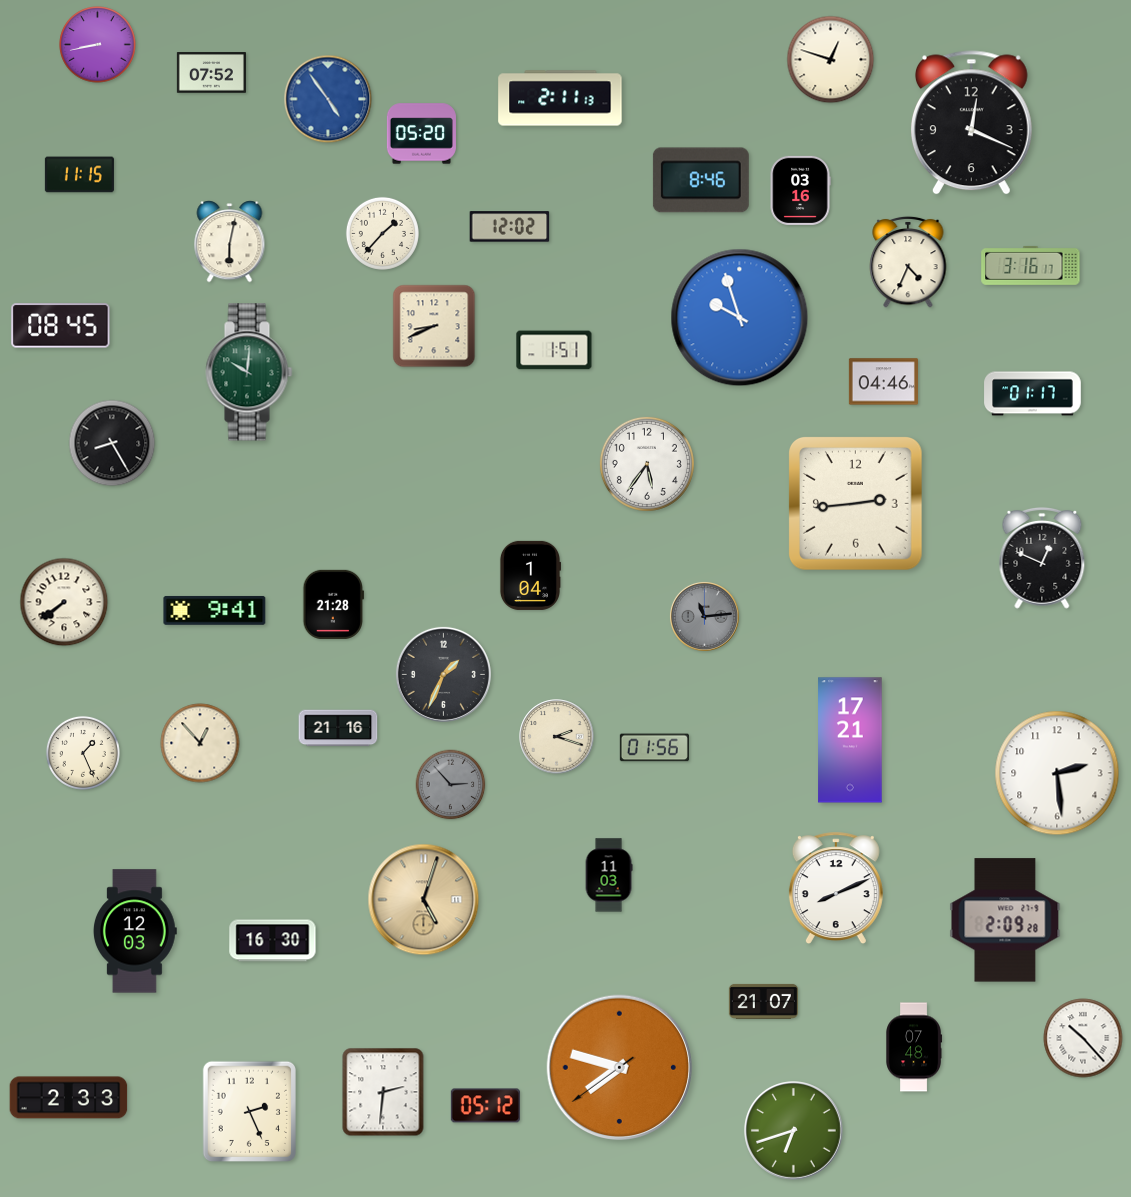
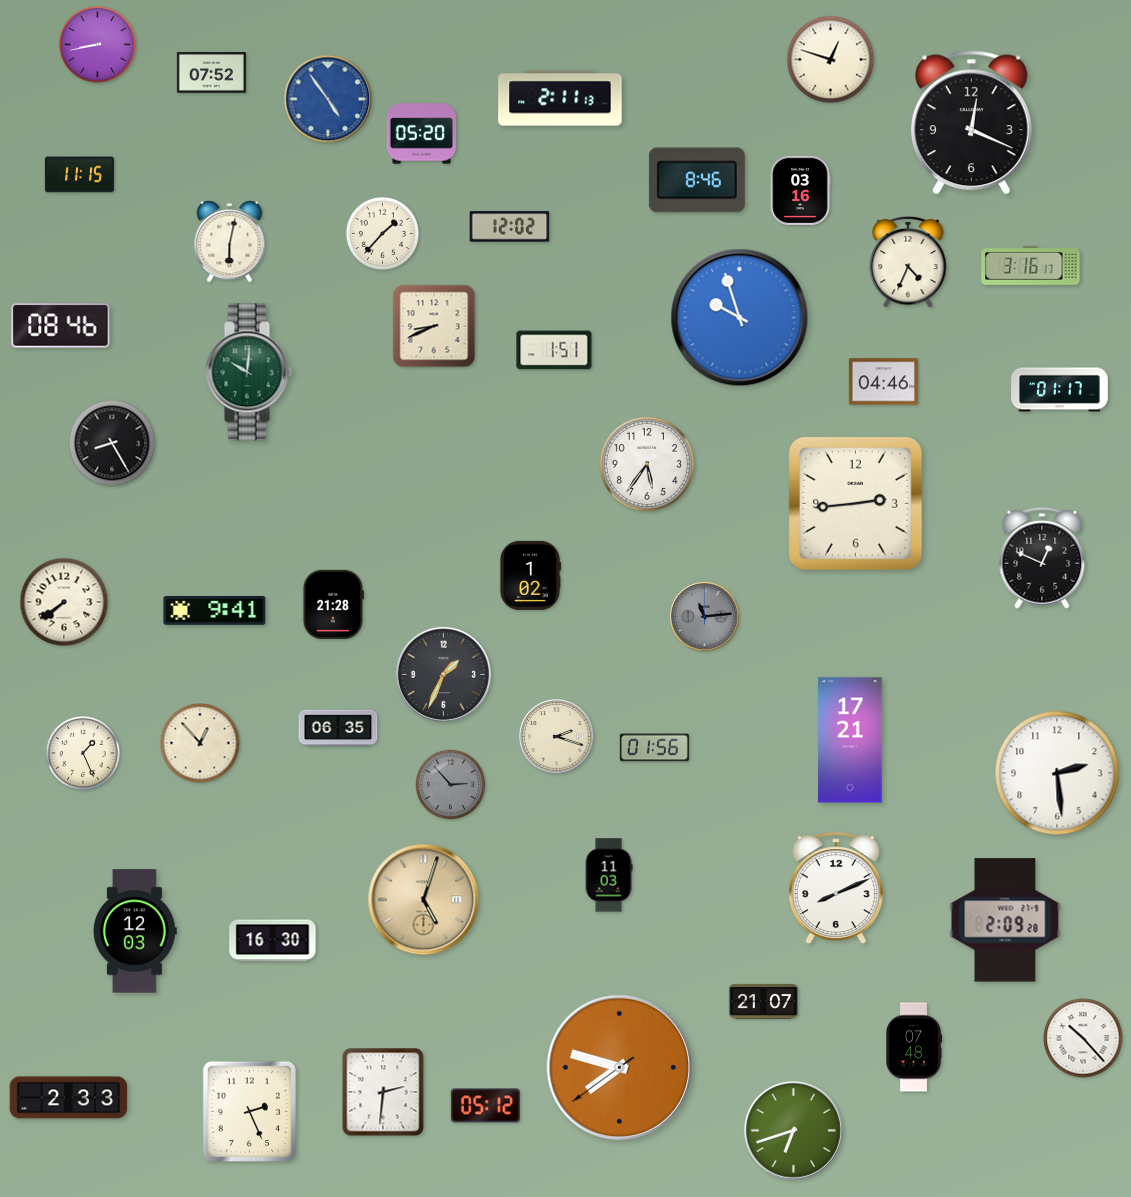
clock at (701, 180) position: (701, 180) -> (697, 180)
clock at (61, 326): 08:45 -> 08:46
clock at (1033, 394) position: (1033, 394) -> (1060, 390)
clock at (529, 575): 1:04 -> 1:02
clock at (338, 728): 21:16 -> 06:35
